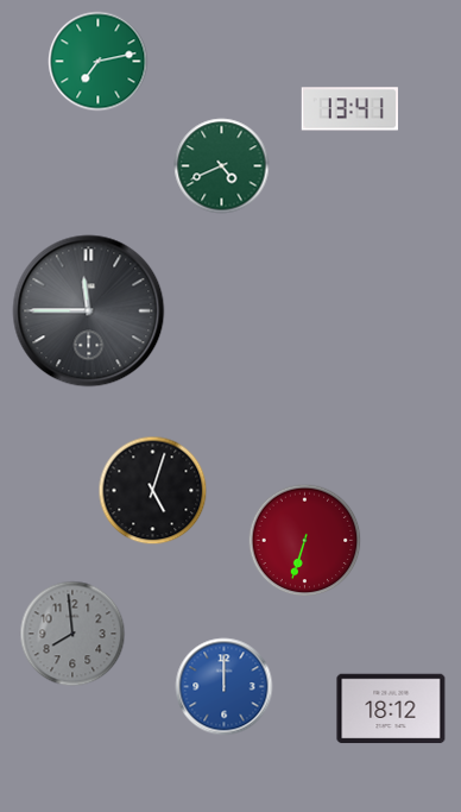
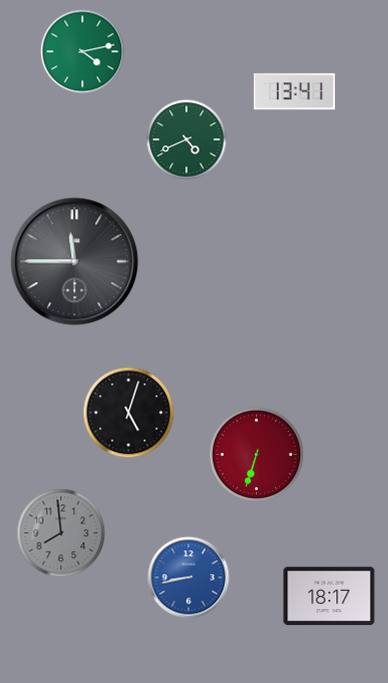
clock at (99, 62): 7:13 -> 4:13
clock at (225, 687): 12:00 -> 8:43
clock at (391, 709): 18:12 -> 18:17
